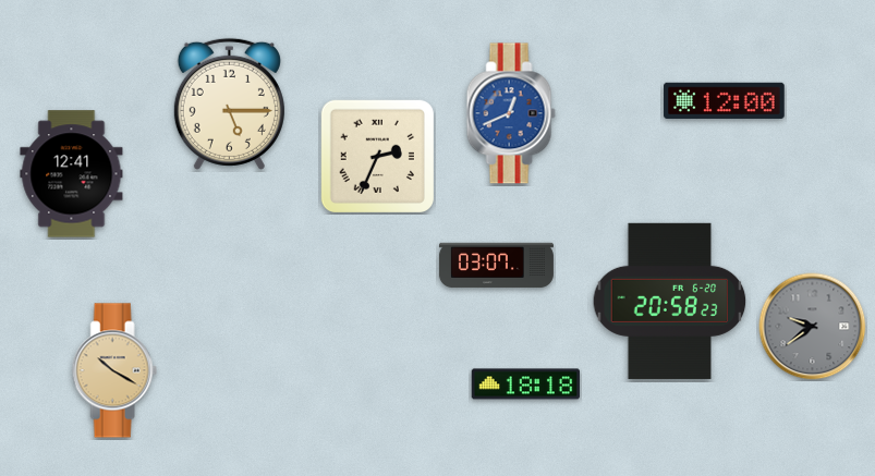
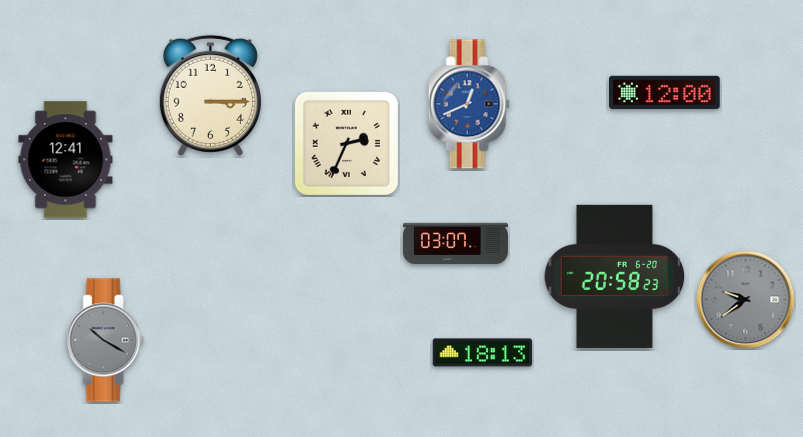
clock at (229, 103): 5:15 -> 3:15
clock at (114, 370) dial: champagne -> grey
clock at (525, 385): 18:18 -> 18:13
